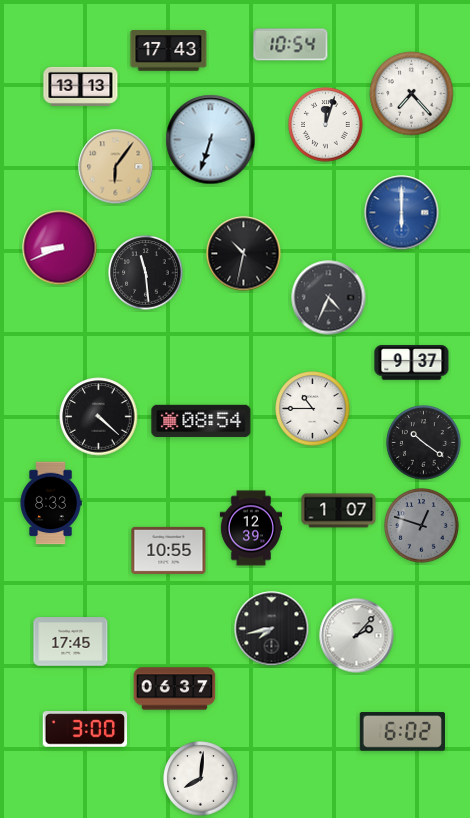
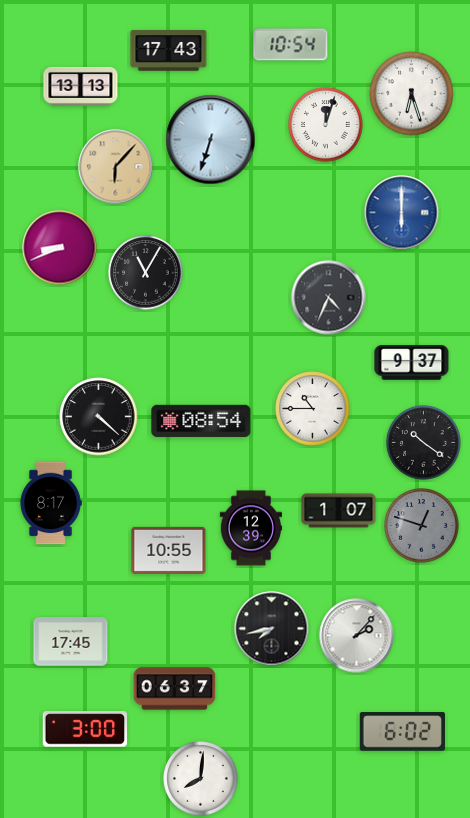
clock at (412, 94): 7:23 -> 6:27
clock at (116, 167): 6:06 -> 6:07
clock at (244, 254): 10:32 -> none
clock at (146, 273): 11:29 -> 11:05
clock at (51, 503): 8:33 -> 8:17
